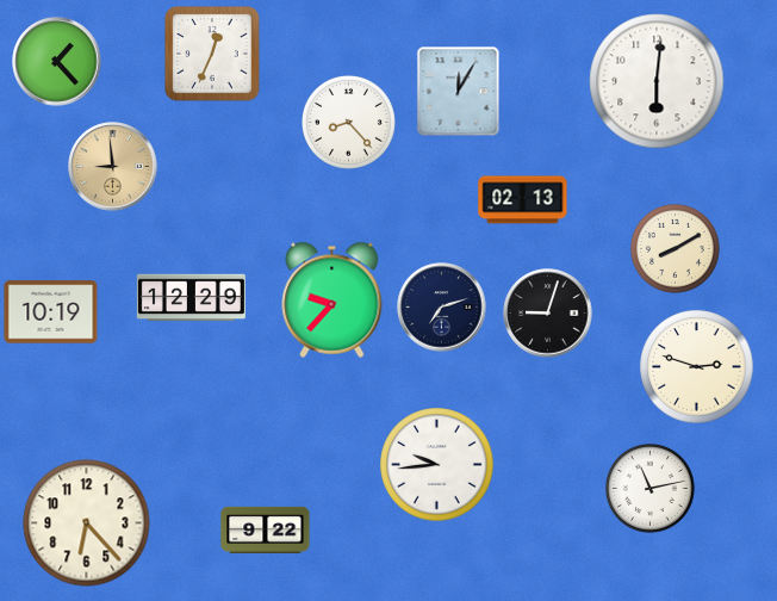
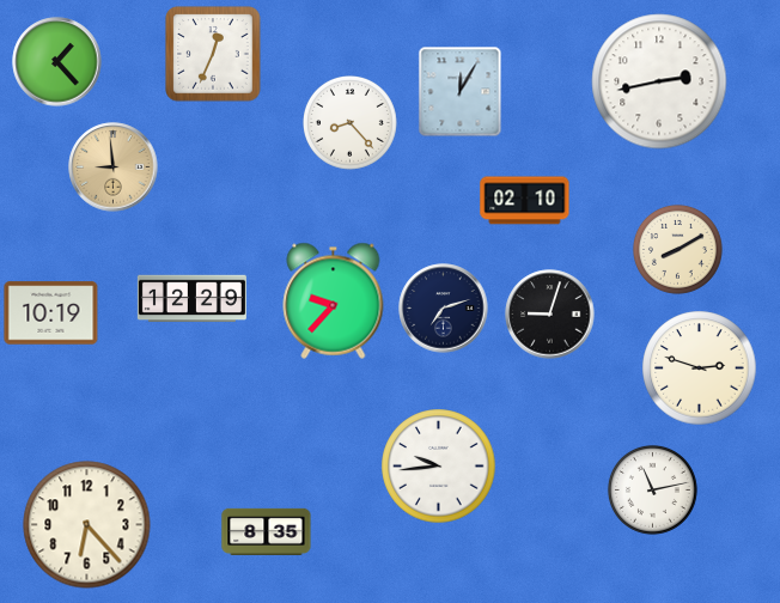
clock at (657, 81): 6:01 -> 2:43
clock at (523, 200): 02:13 -> 02:10
clock at (266, 529): 9:22 -> 8:35
